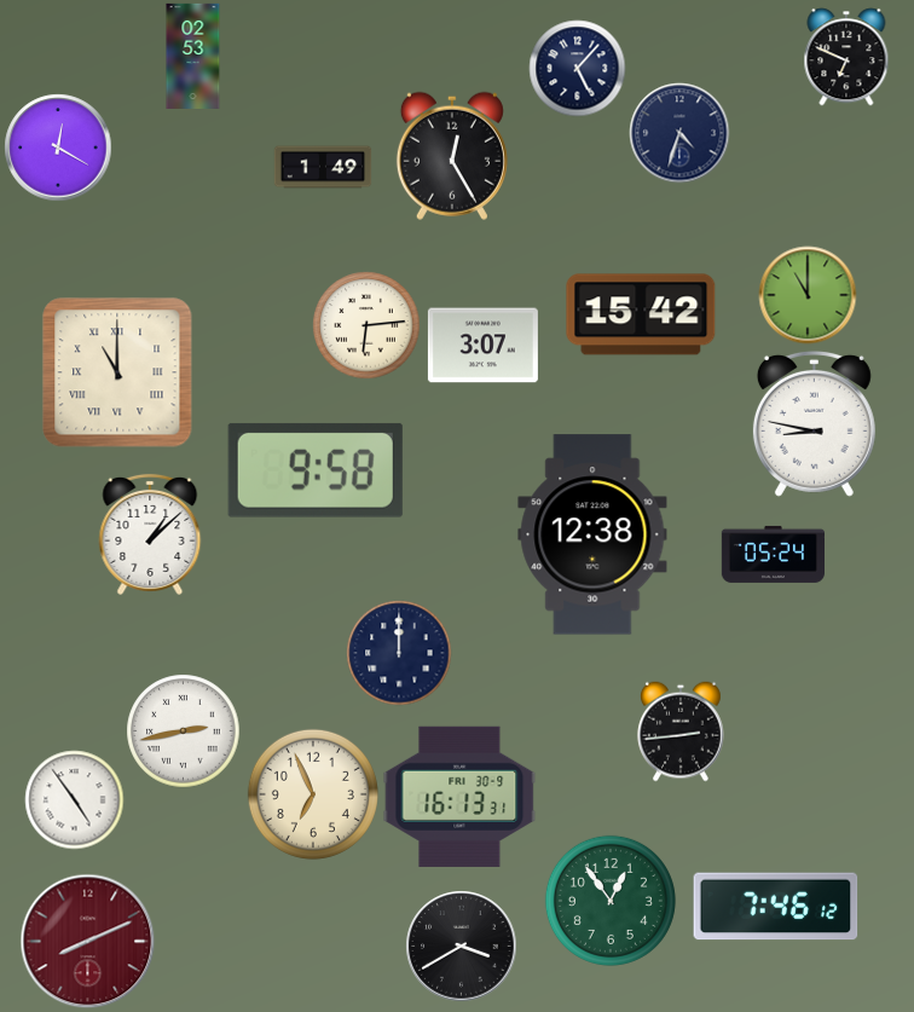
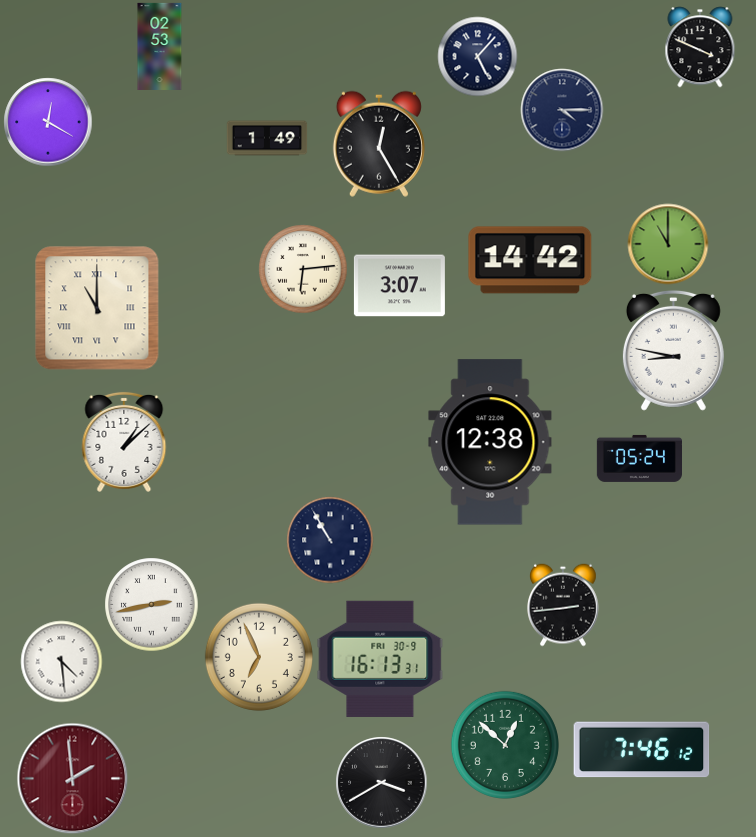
clock at (846, 57): 6:49 -> 3:49
clock at (679, 133): 4:33 -> 4:15
clock at (452, 156) position: (452, 156) -> (379, 144)
clock at (641, 314): 15:42 -> 14:42
clock at (316, 470): 9:58 -> none
clock at (399, 653): 12:00 -> 10:55
clock at (74, 799): 4:54 -> 4:29
clock at (611, 901): 12:54 -> 12:52
clock at (87, 941): 8:11 -> 1:59
